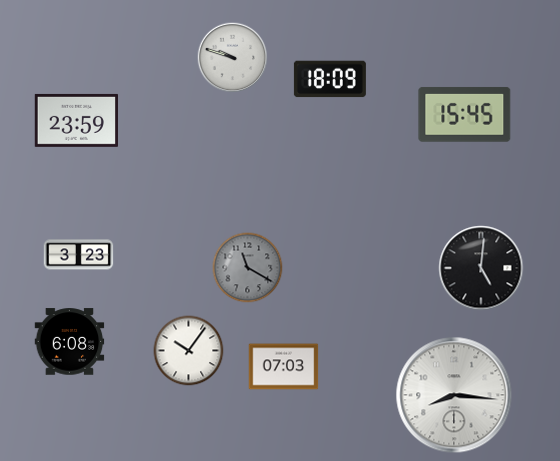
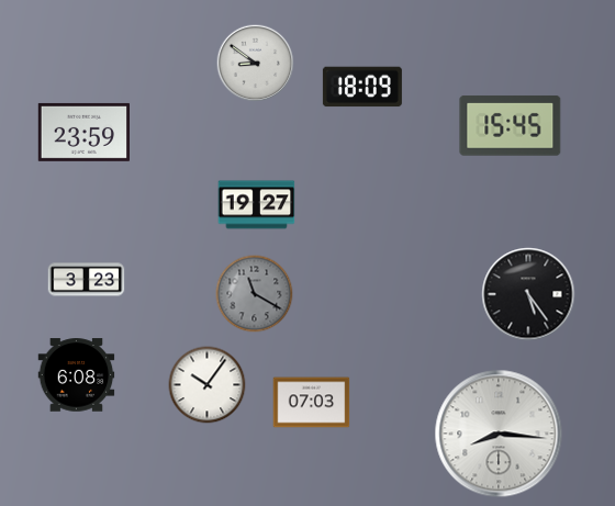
clock at (233, 58): 9:48 -> 8:51
clock at (257, 205): none -> 19:27
clock at (248, 268) position: (248, 268) -> (255, 294)
clock at (481, 268): 5:01 -> 5:24
